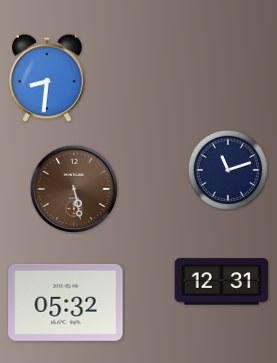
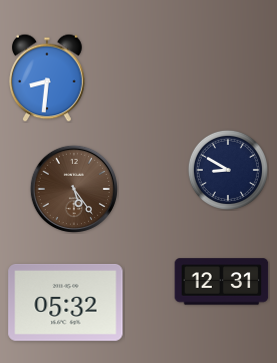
clock at (228, 170): 11:12 -> 8:50
clock at (74, 189): 5:28 -> 5:24
